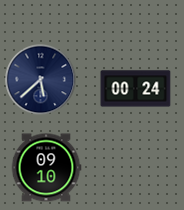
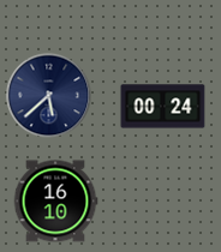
clock at (46, 168): 09:10 -> 16:10
